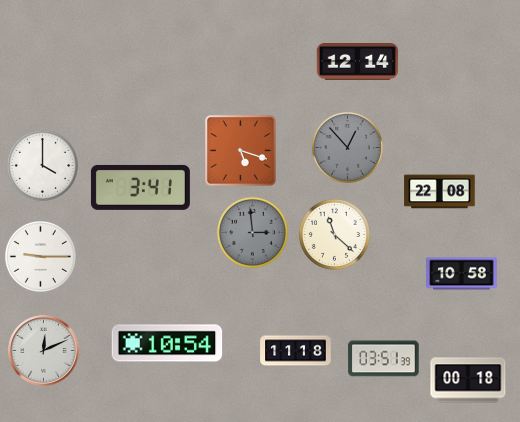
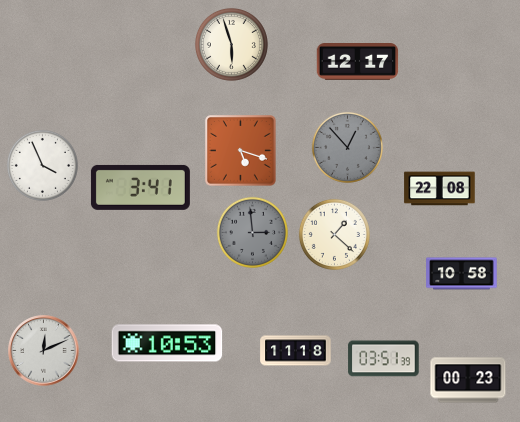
clock at (231, 44): none -> 5:57
clock at (358, 62): 12:14 -> 12:17
clock at (42, 165): 4:00 -> 3:56
clock at (440, 192) position: (440, 192) -> (440, 189)
clock at (334, 234): 11:22 -> 1:22
clock at (40, 256): 9:15 -> none
clock at (167, 343): 10:54 -> 10:53
clock at (468, 380): 00:18 -> 00:23
